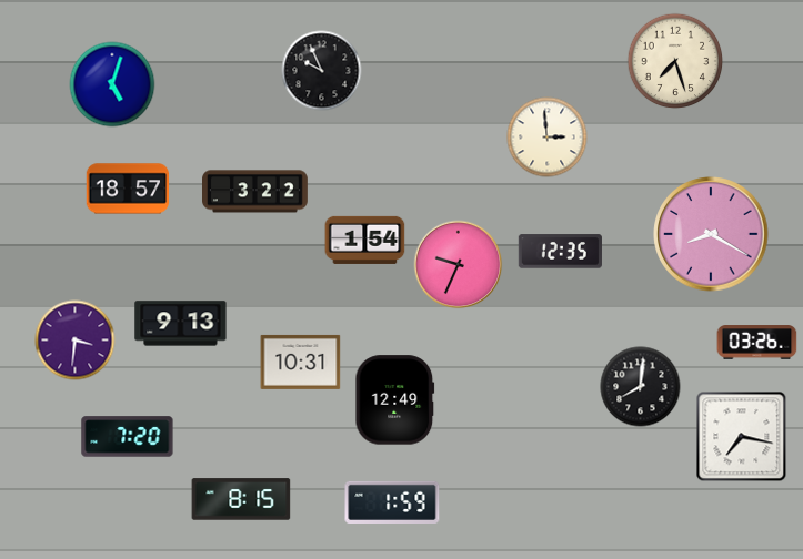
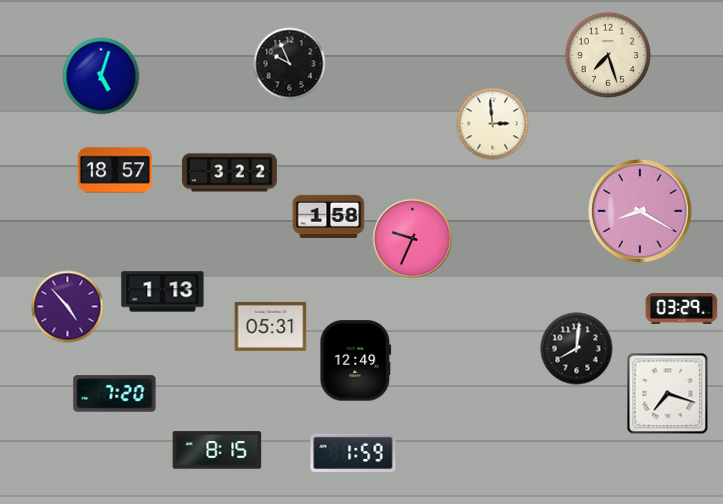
clock at (365, 240): 1:54 -> 1:58
clock at (560, 252): 12:35 -> none
clock at (181, 324): 9:13 -> 1:13
clock at (76, 341): 3:31 -> 4:53
clock at (757, 343): 03:26 -> 03:29
clock at (301, 362): 10:31 -> 05:31
clock at (742, 437): 7:17 -> 7:18
